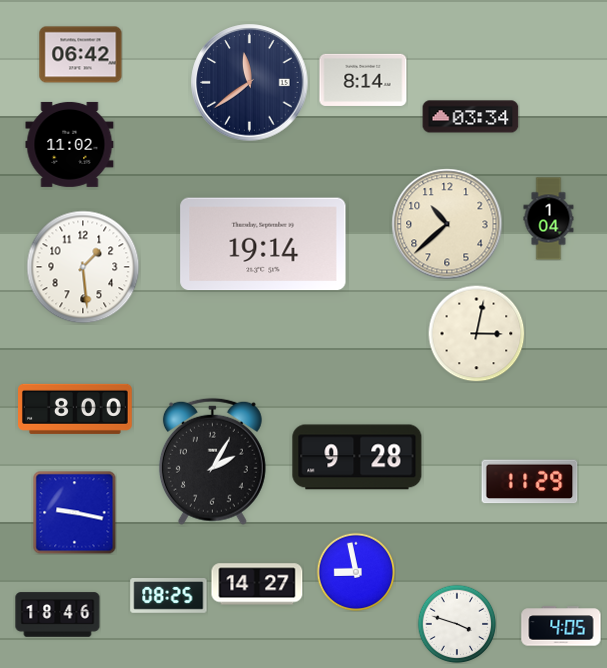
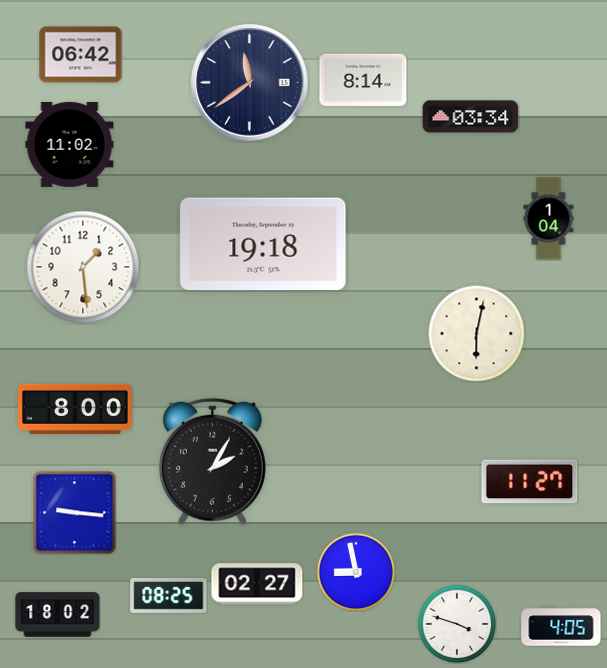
clock at (447, 224): 10:38 -> none
clock at (263, 244): 19:14 -> 19:18
clock at (476, 333): 3:02 -> 6:02
clock at (357, 457): 9:28 -> none
clock at (530, 482): 11:29 -> 11:27
clock at (74, 512): 9:17 -> 9:16
clock at (257, 584): 14:27 -> 02:27
clock at (58, 615): 18:46 -> 18:02
